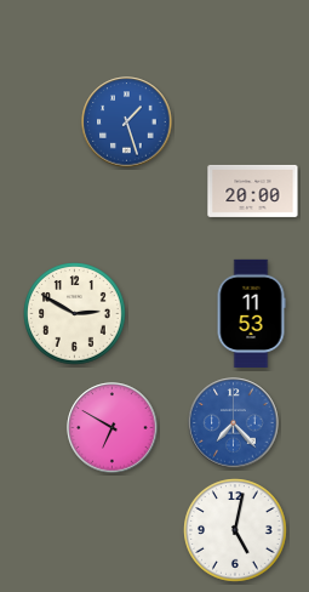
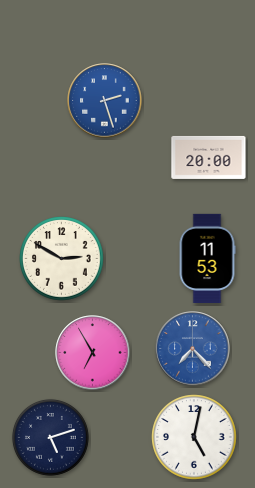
clock at (127, 123): 1:27 -> 2:27
clock at (113, 428): 6:50 -> 6:55
clock at (50, 437): none -> 5:12
